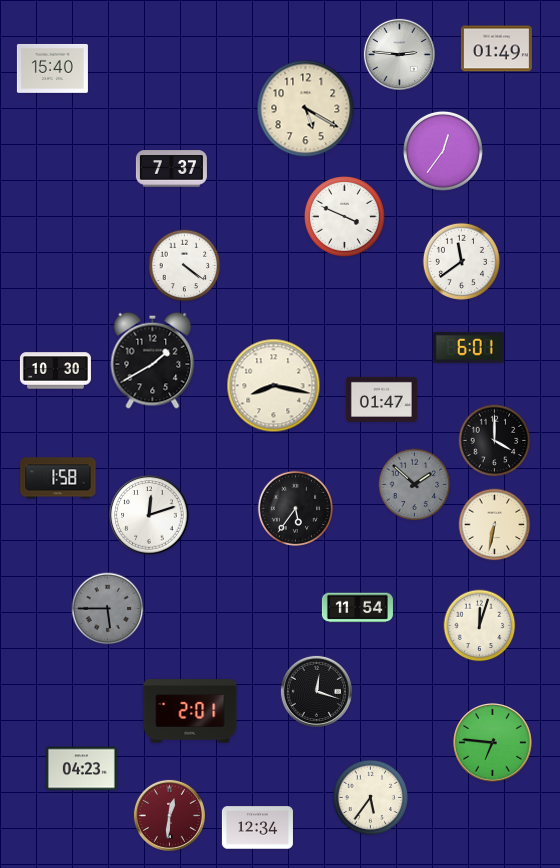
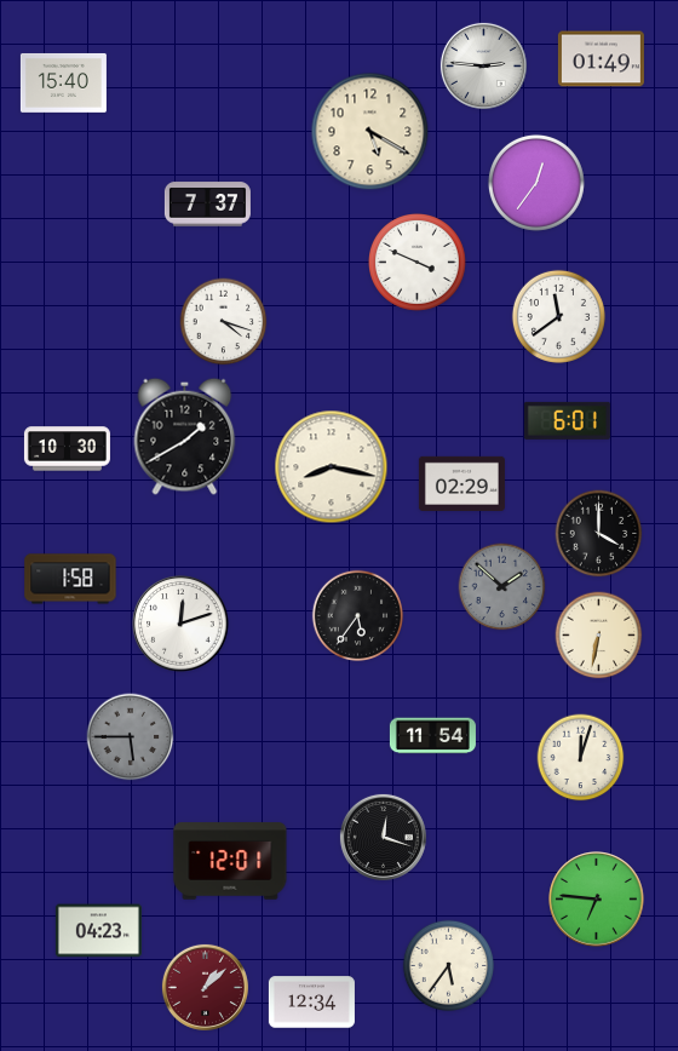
clock at (185, 266): 4:21 -> 4:18
clock at (381, 399): 01:47 -> 02:29
clock at (190, 711): 2:01 -> 12:01
clock at (169, 815): 12:31 -> 1:08
